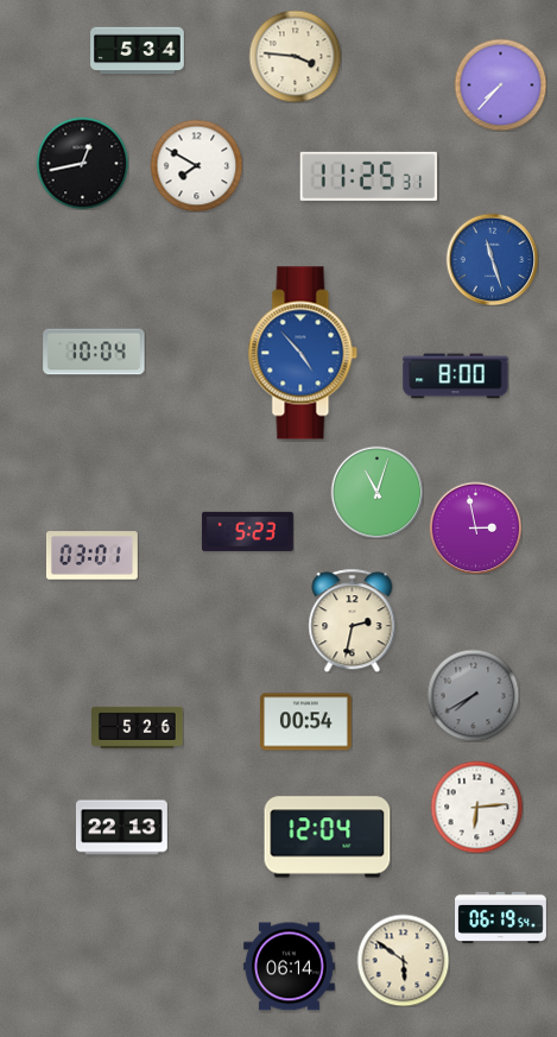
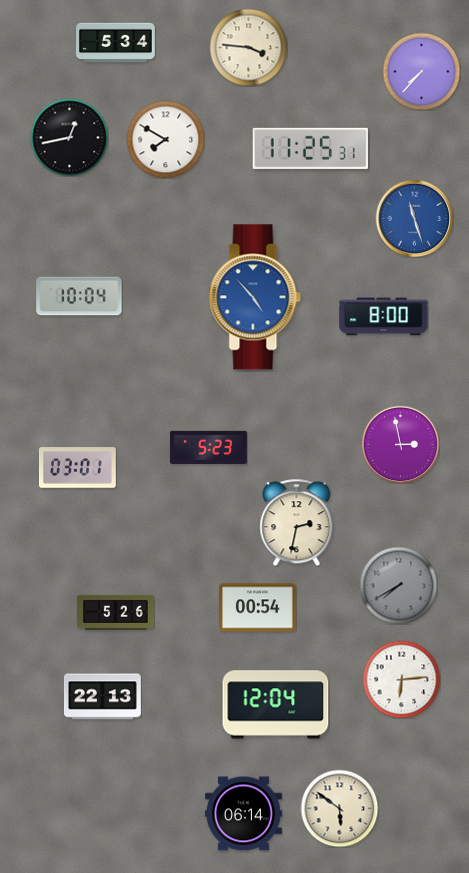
clock at (376, 492): 11:03 -> none
clock at (501, 917): 06:19 -> none
